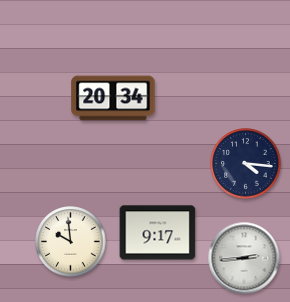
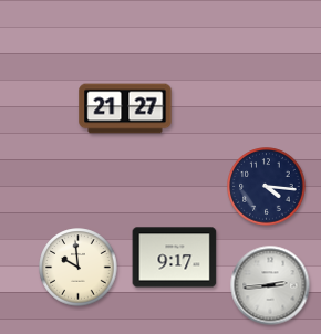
clock at (113, 98): 20:34 -> 21:27
clock at (246, 164) position: (246, 164) -> (267, 187)
